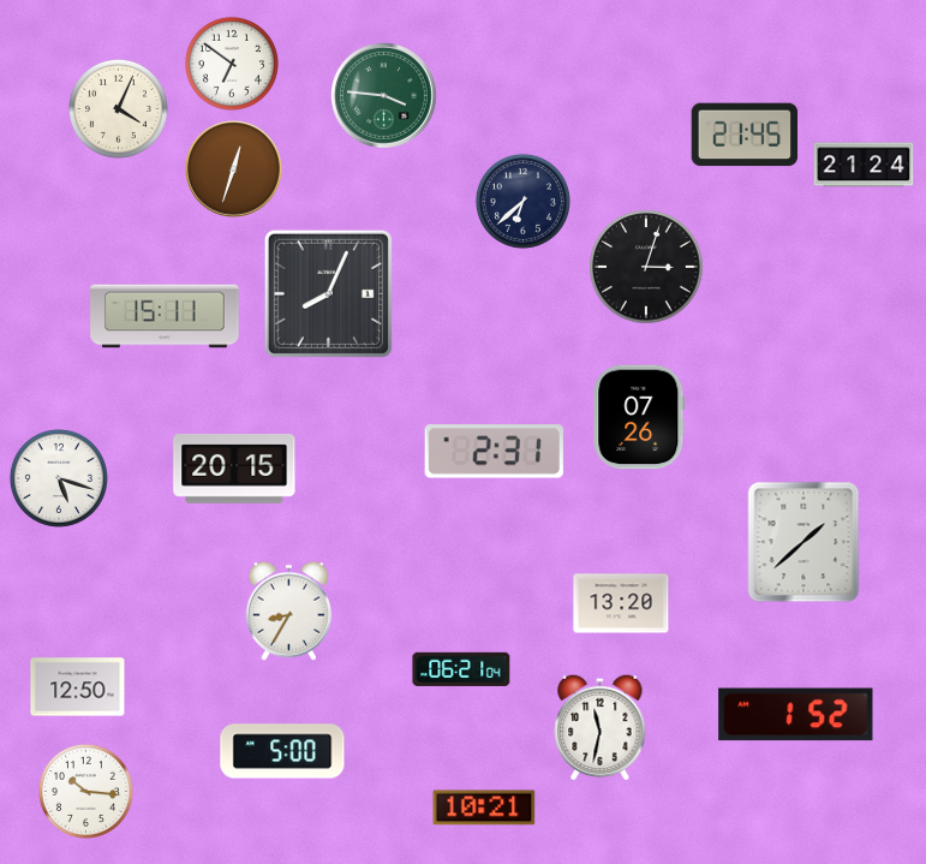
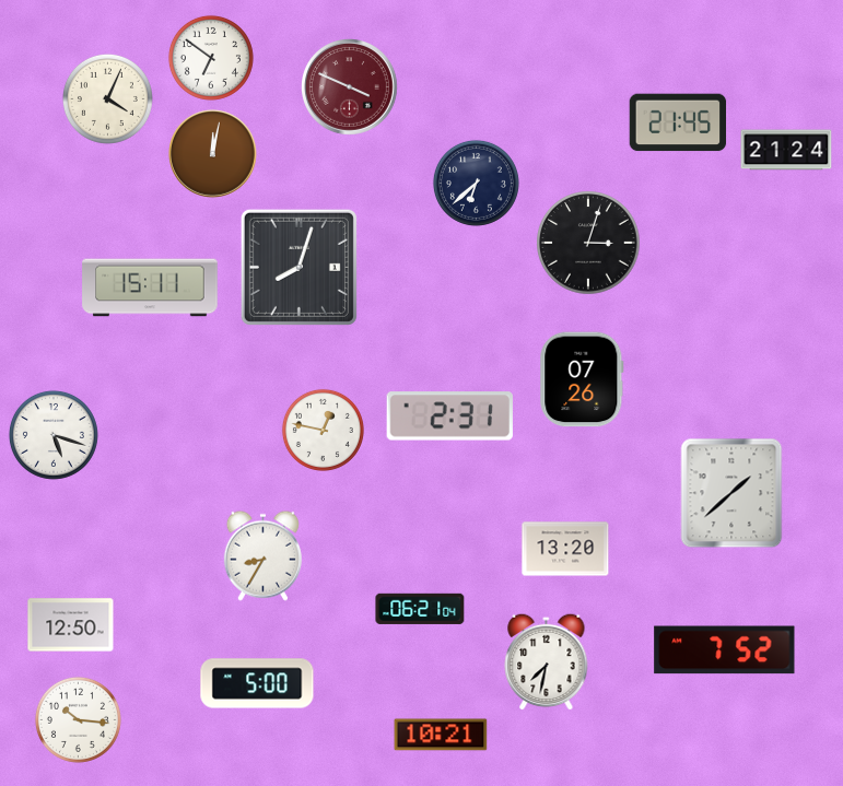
clock at (384, 96): 3:46 -> 3:49
clock at (384, 96) dial: green -> burgundy
clock at (234, 169): 12:33 -> 12:02
clock at (328, 293): 8:04 -> 8:03
clock at (494, 452) position: (494, 452) -> (449, 417)
clock at (234, 469): 20:15 -> none
clock at (323, 430): none -> 12:47
clock at (796, 715): 1:52 -> 7:52
clock at (601, 727): 11:32 -> 7:32
